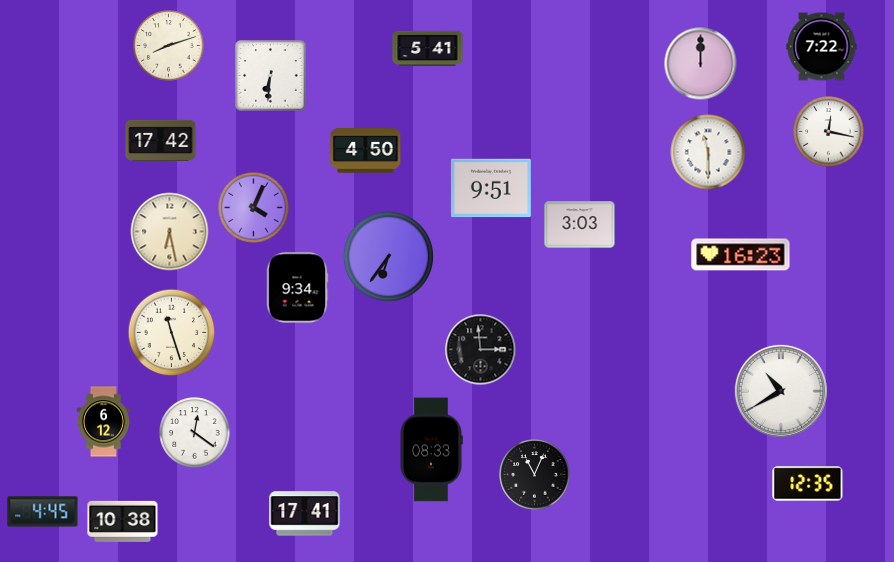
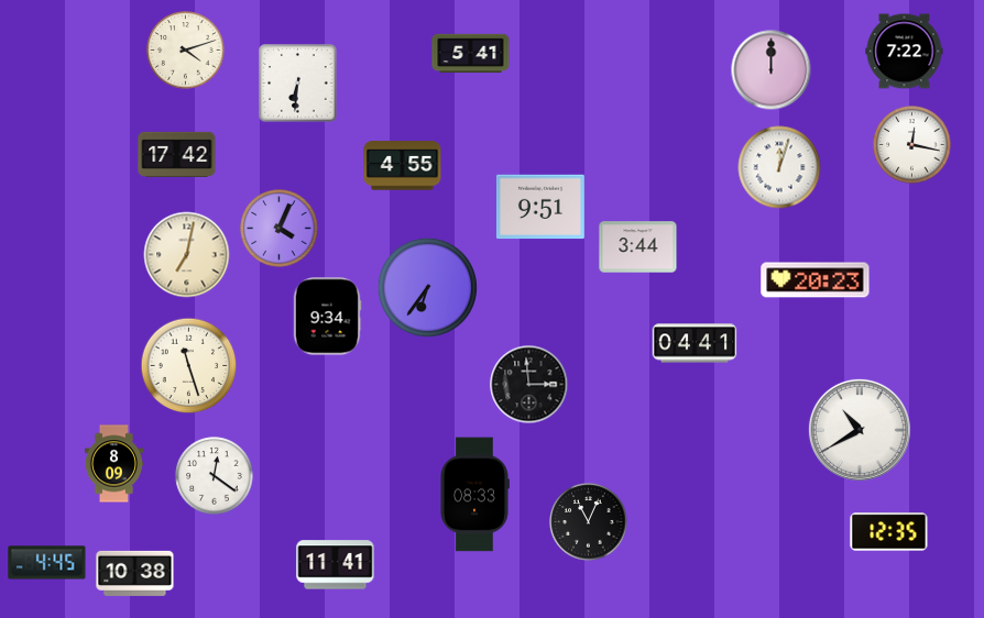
clock at (169, 46): 8:12 -> 4:12
clock at (366, 151): 4:50 -> 4:55
clock at (708, 152): 11:30 -> 12:03
clock at (580, 225): 3:03 -> 3:44
clock at (170, 232): 6:28 -> 7:02
clock at (741, 255): 16:23 -> 20:23
clock at (388, 256) position: (388, 256) -> (427, 287)
clock at (695, 343): none -> 04:41
clock at (103, 422): 6:12 -> 8:09
clock at (305, 514): 17:41 -> 11:41
